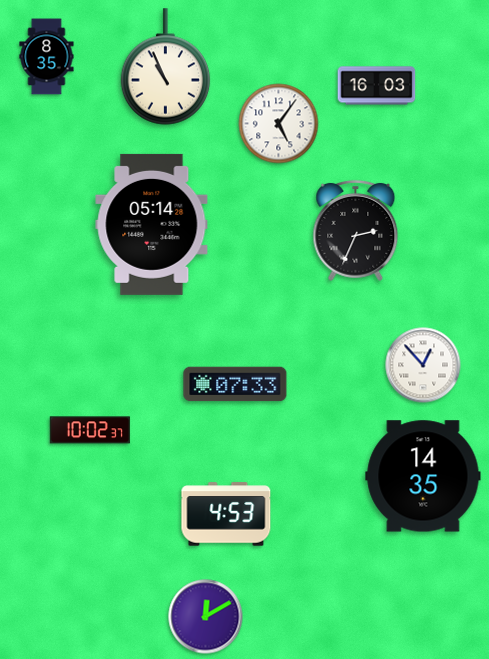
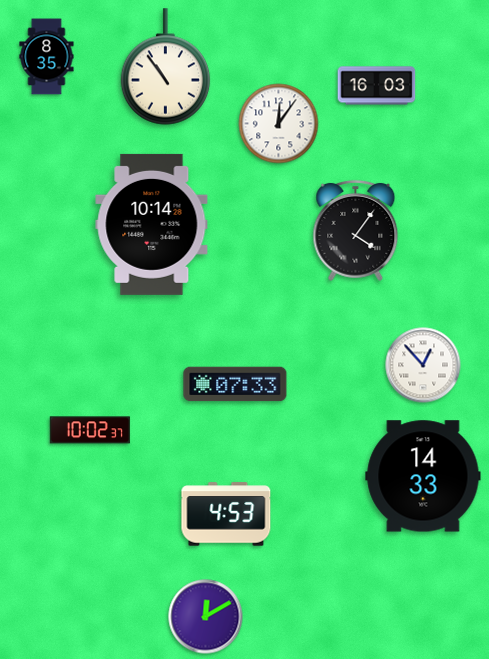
clock at (166, 67): 10:56 -> 10:54
clock at (279, 124): 5:06 -> 12:06
clock at (152, 224): 05:14 -> 10:14
clock at (356, 230): 2:34 -> 4:06
clock at (423, 476): 14:35 -> 14:33
